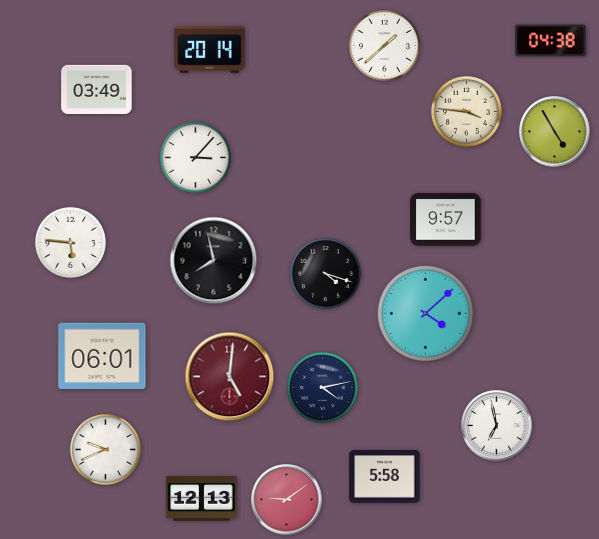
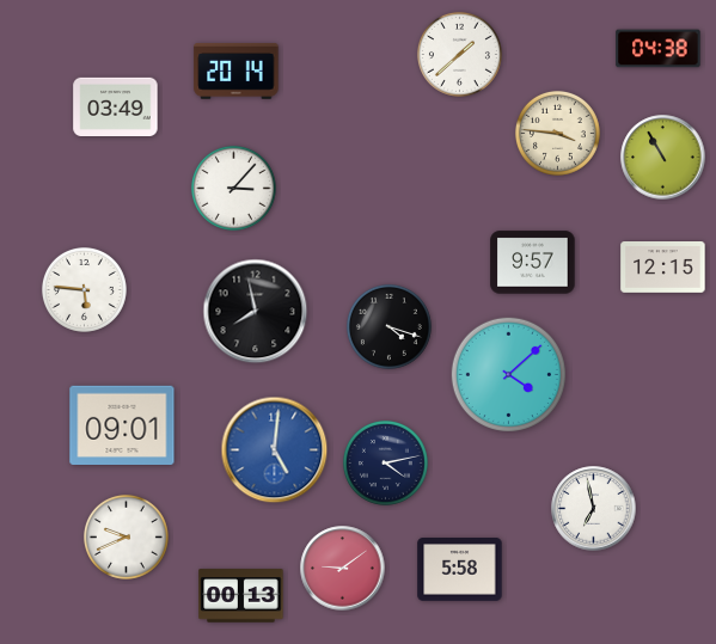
clock at (210, 50) position: (210, 50) -> (237, 72)
clock at (555, 132): 4:55 -> 10:55
clock at (663, 268): none -> 12:15
clock at (102, 355): 06:01 -> 09:01
clock at (230, 377) dial: burgundy -> blue
clock at (202, 499): 12:13 -> 00:13
clock at (287, 500) position: (287, 500) -> (343, 569)
